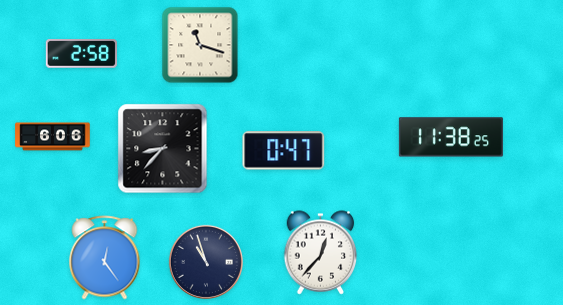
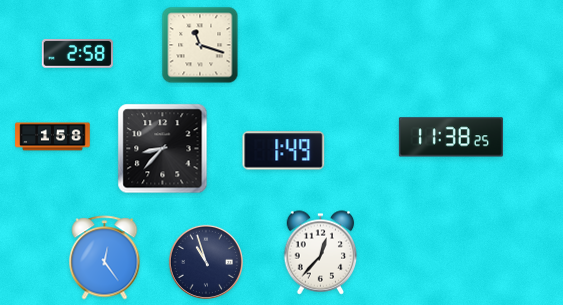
clock at (81, 54) position: (81, 54) -> (77, 54)
clock at (53, 137): 6:06 -> 1:58
clock at (284, 151): 0:47 -> 1:49
